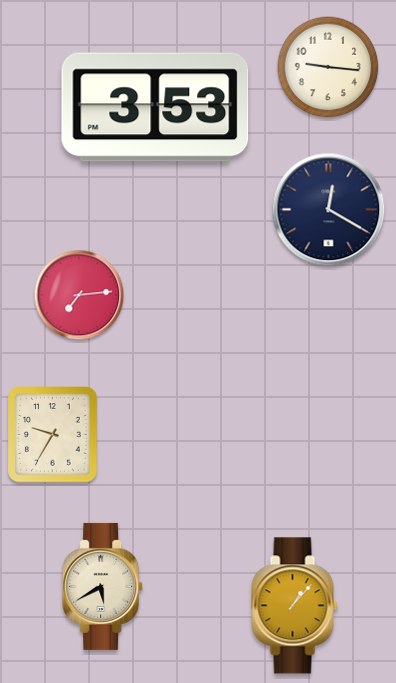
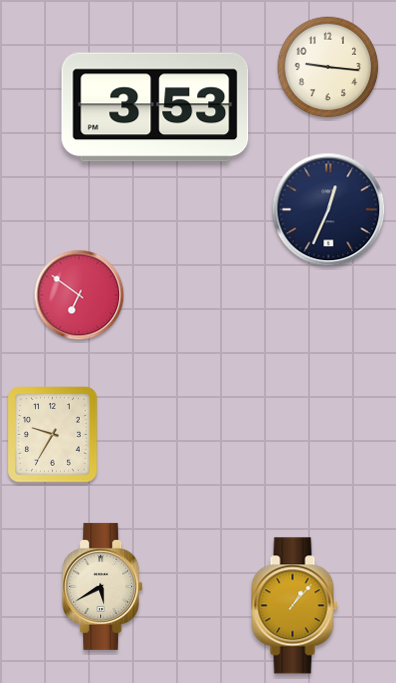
clock at (329, 210): 12:20 -> 12:34
clock at (79, 295): 7:14 -> 6:51
